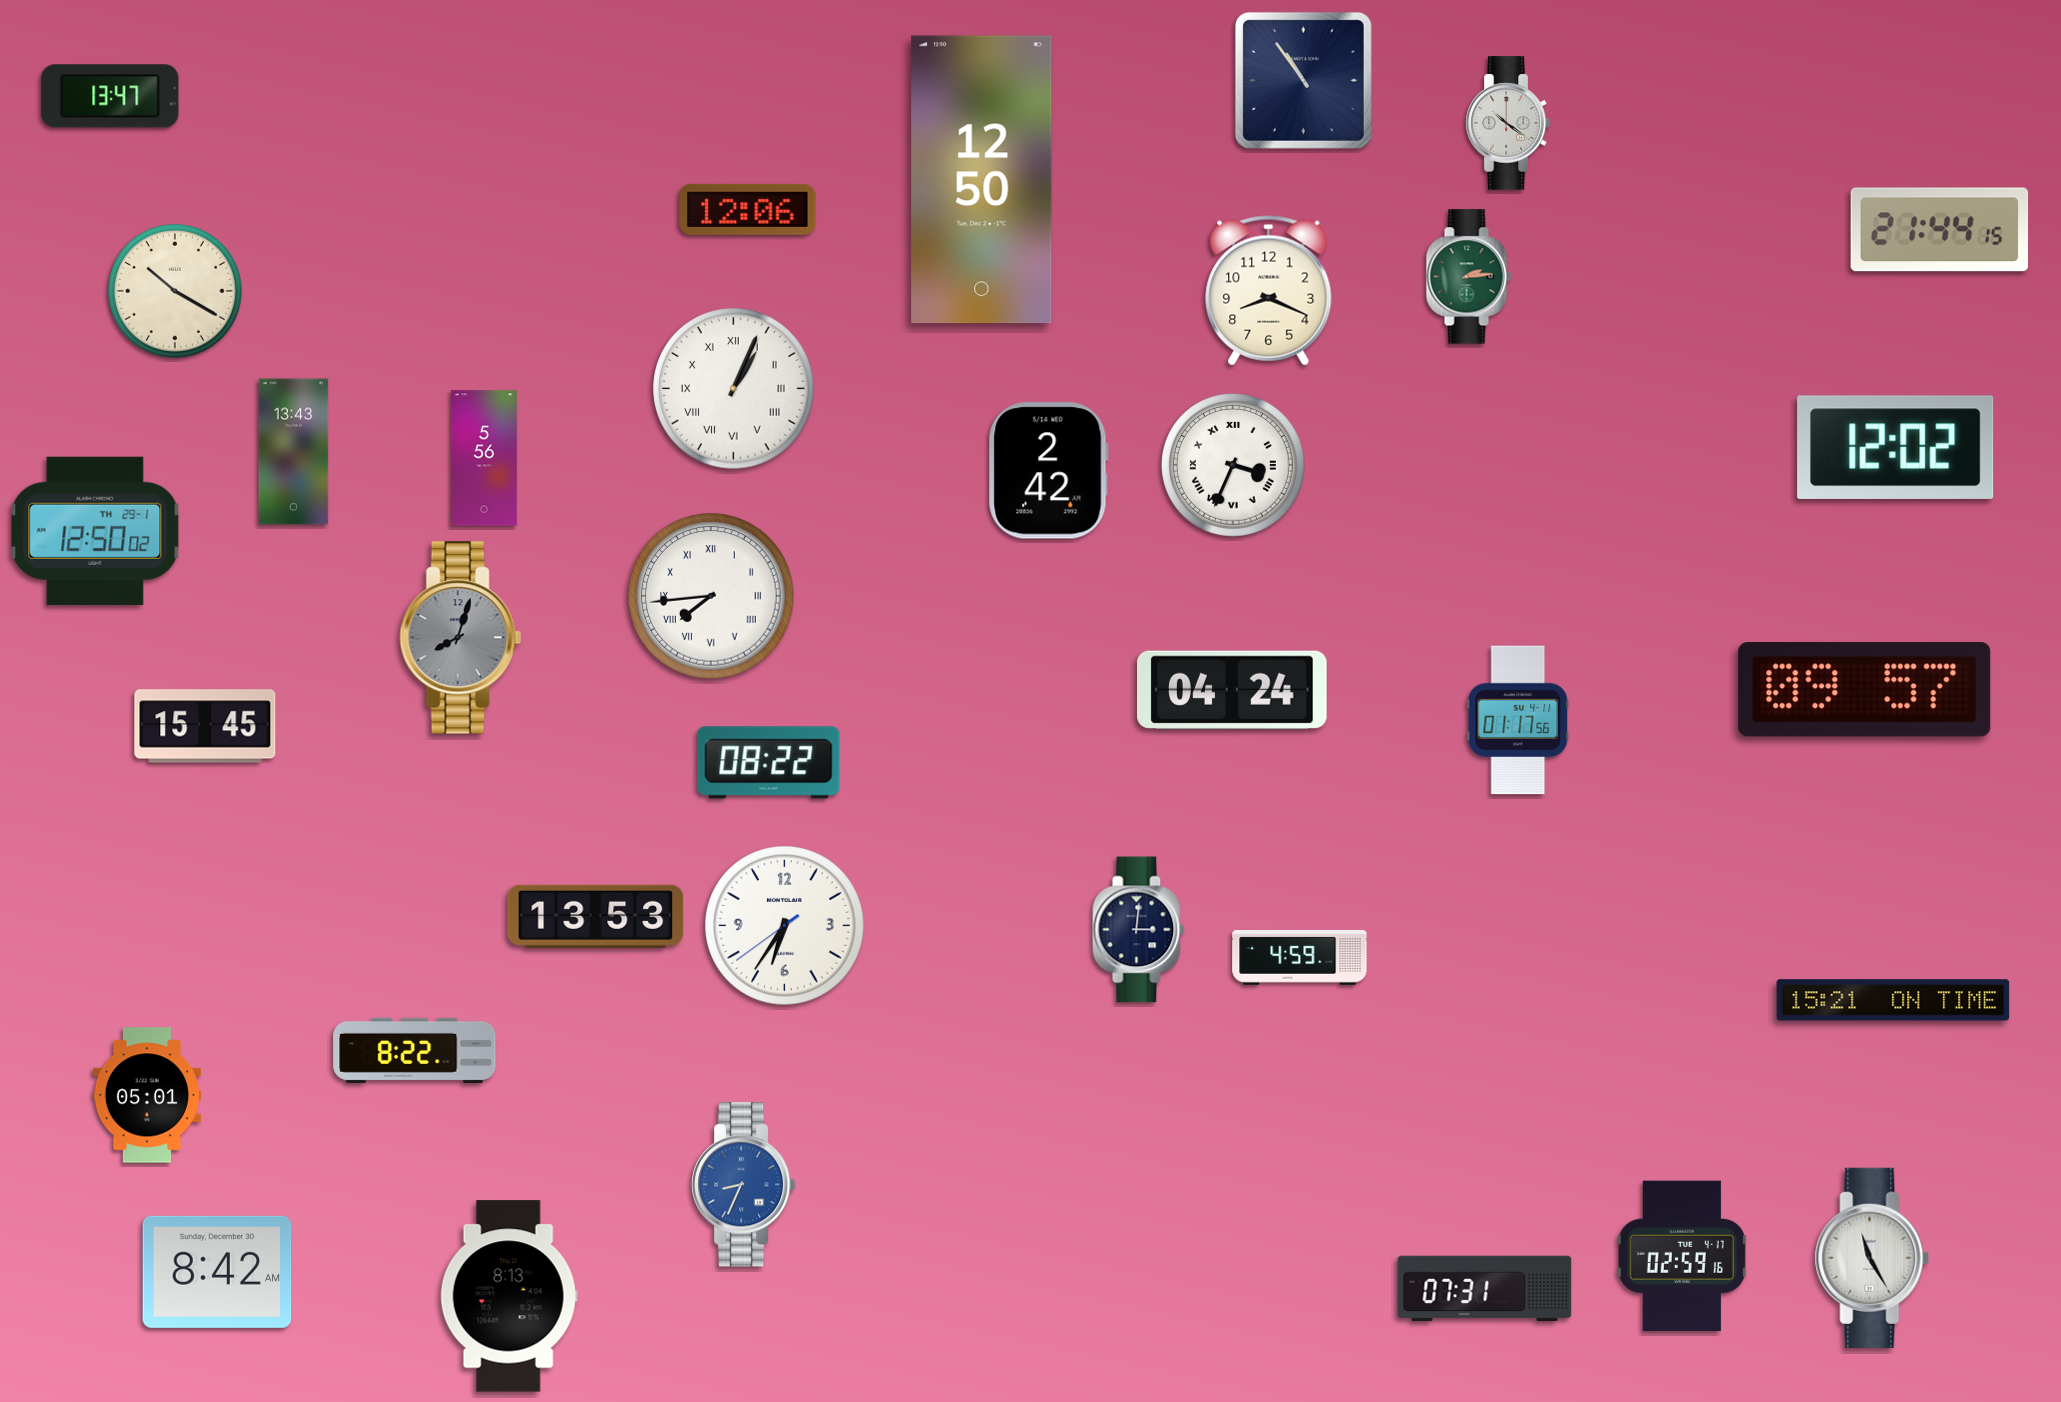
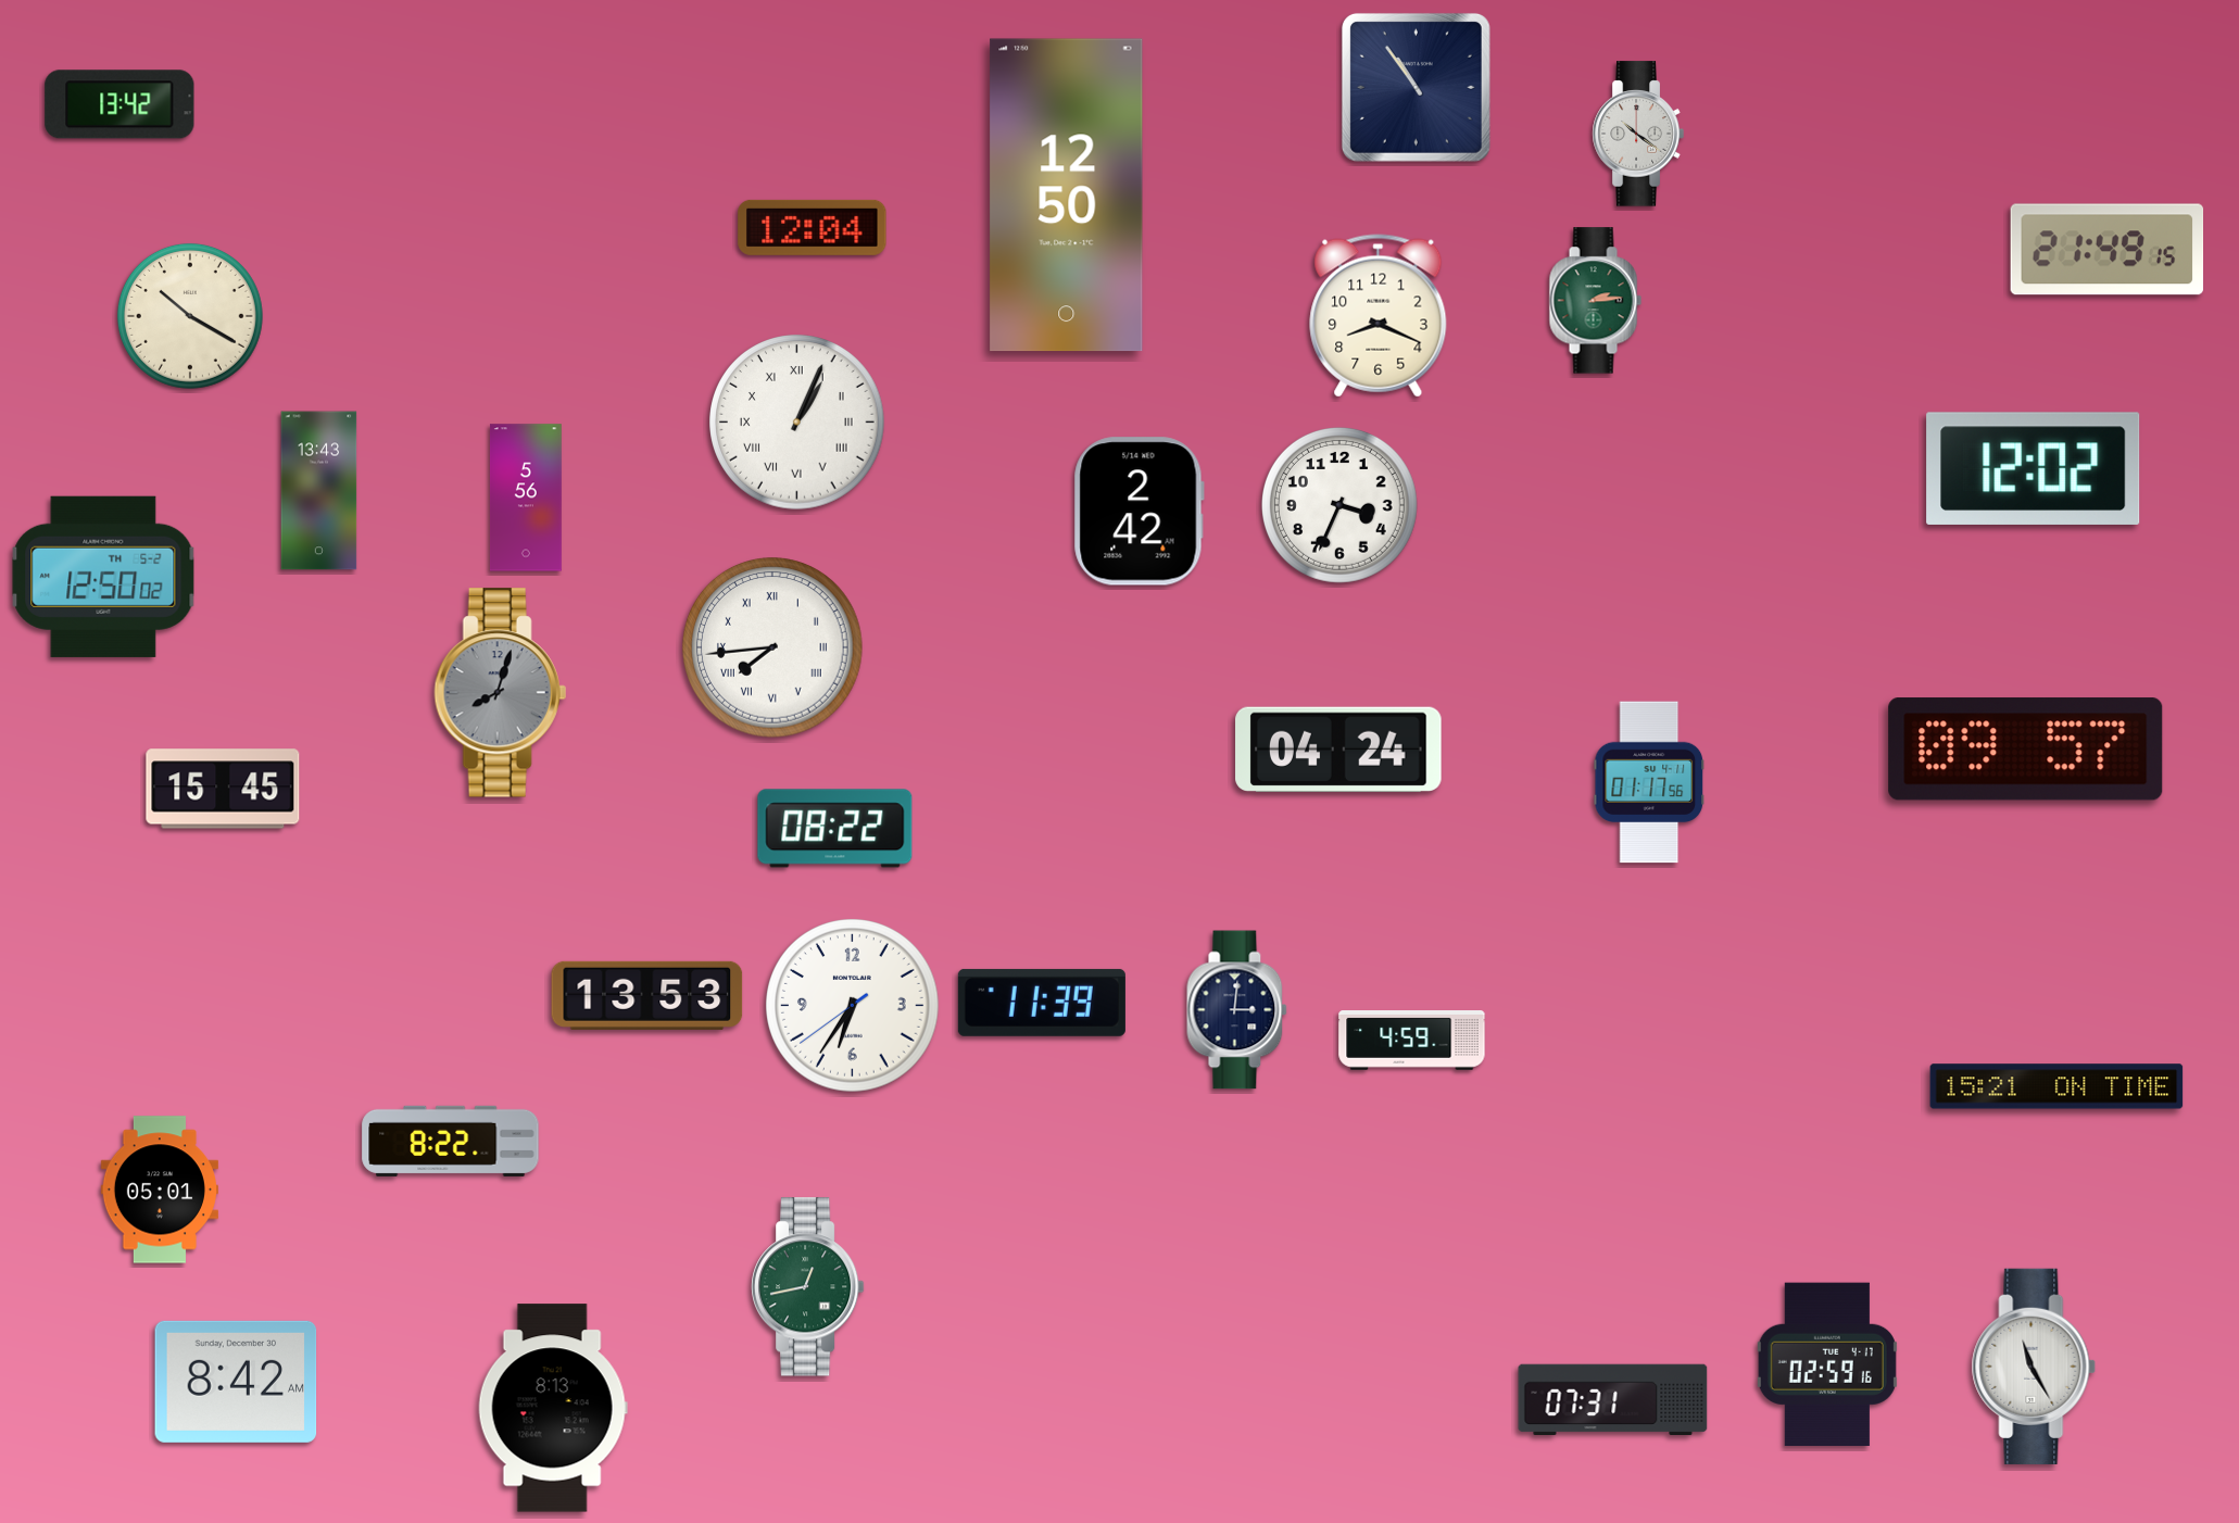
clock at (110, 96): 13:47 -> 13:42
clock at (748, 209): 12:06 -> 12:04
clock at (1940, 230): 21:44 -> 21:49
clock at (1896, 447) position: (1896, 447) -> (2034, 468)
clock at (1233, 465) numerals: Roman -> Arabic
clock at (95, 531) date: TH 29-1 -> TH 5-2
clock at (1042, 1003): none -> 11:39
clock at (743, 1185): 8:34 -> 12:43
clock at (743, 1185) dial: blue -> green
